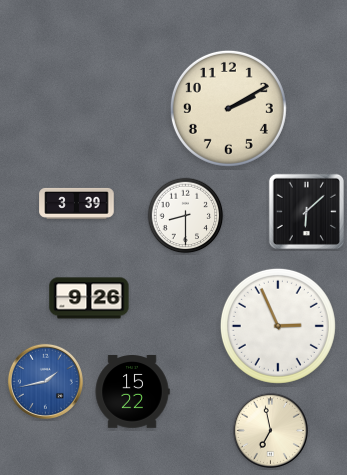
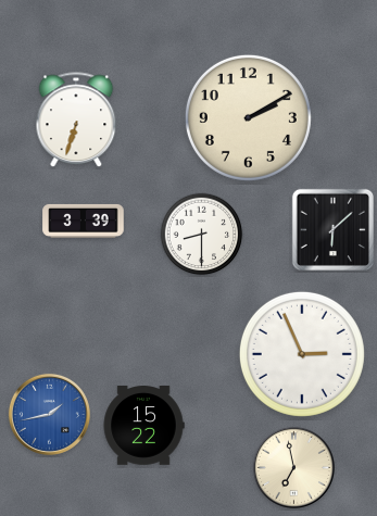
clock at (76, 121): none -> 6:33
clock at (89, 298): 9:26 -> none
